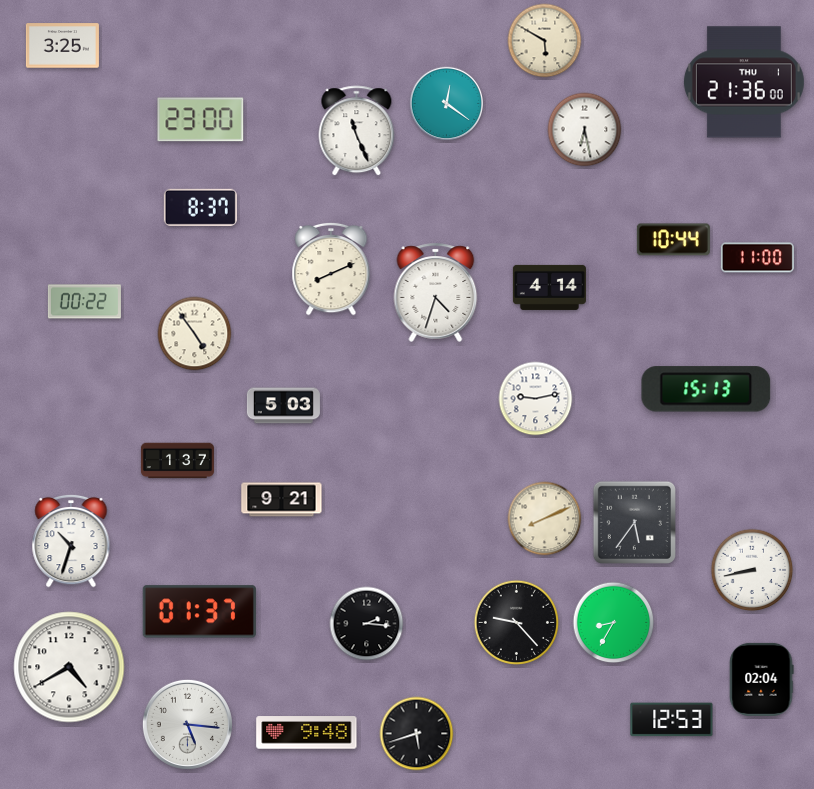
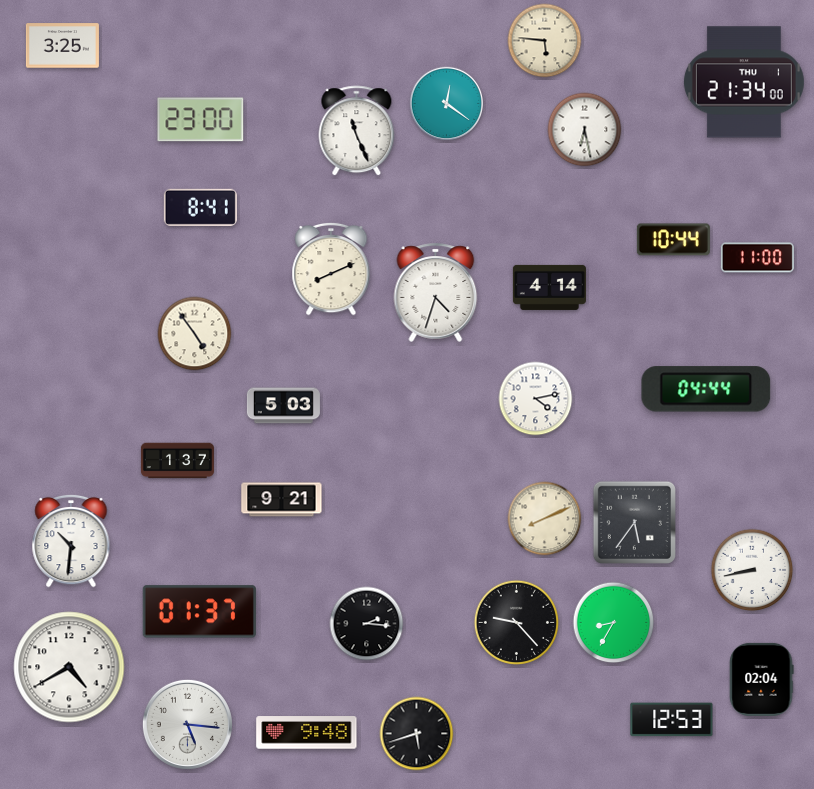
clock at (545, 41): 5:50 -> 5:46
clock at (744, 82): 21:36 -> 21:34
clock at (200, 207): 8:37 -> 8:41
clock at (84, 302): 00:22 -> none
clock at (706, 389): 15:13 -> 04:44
clock at (536, 399): 9:13 -> 4:13
clock at (71, 541): 10:33 -> 10:31
